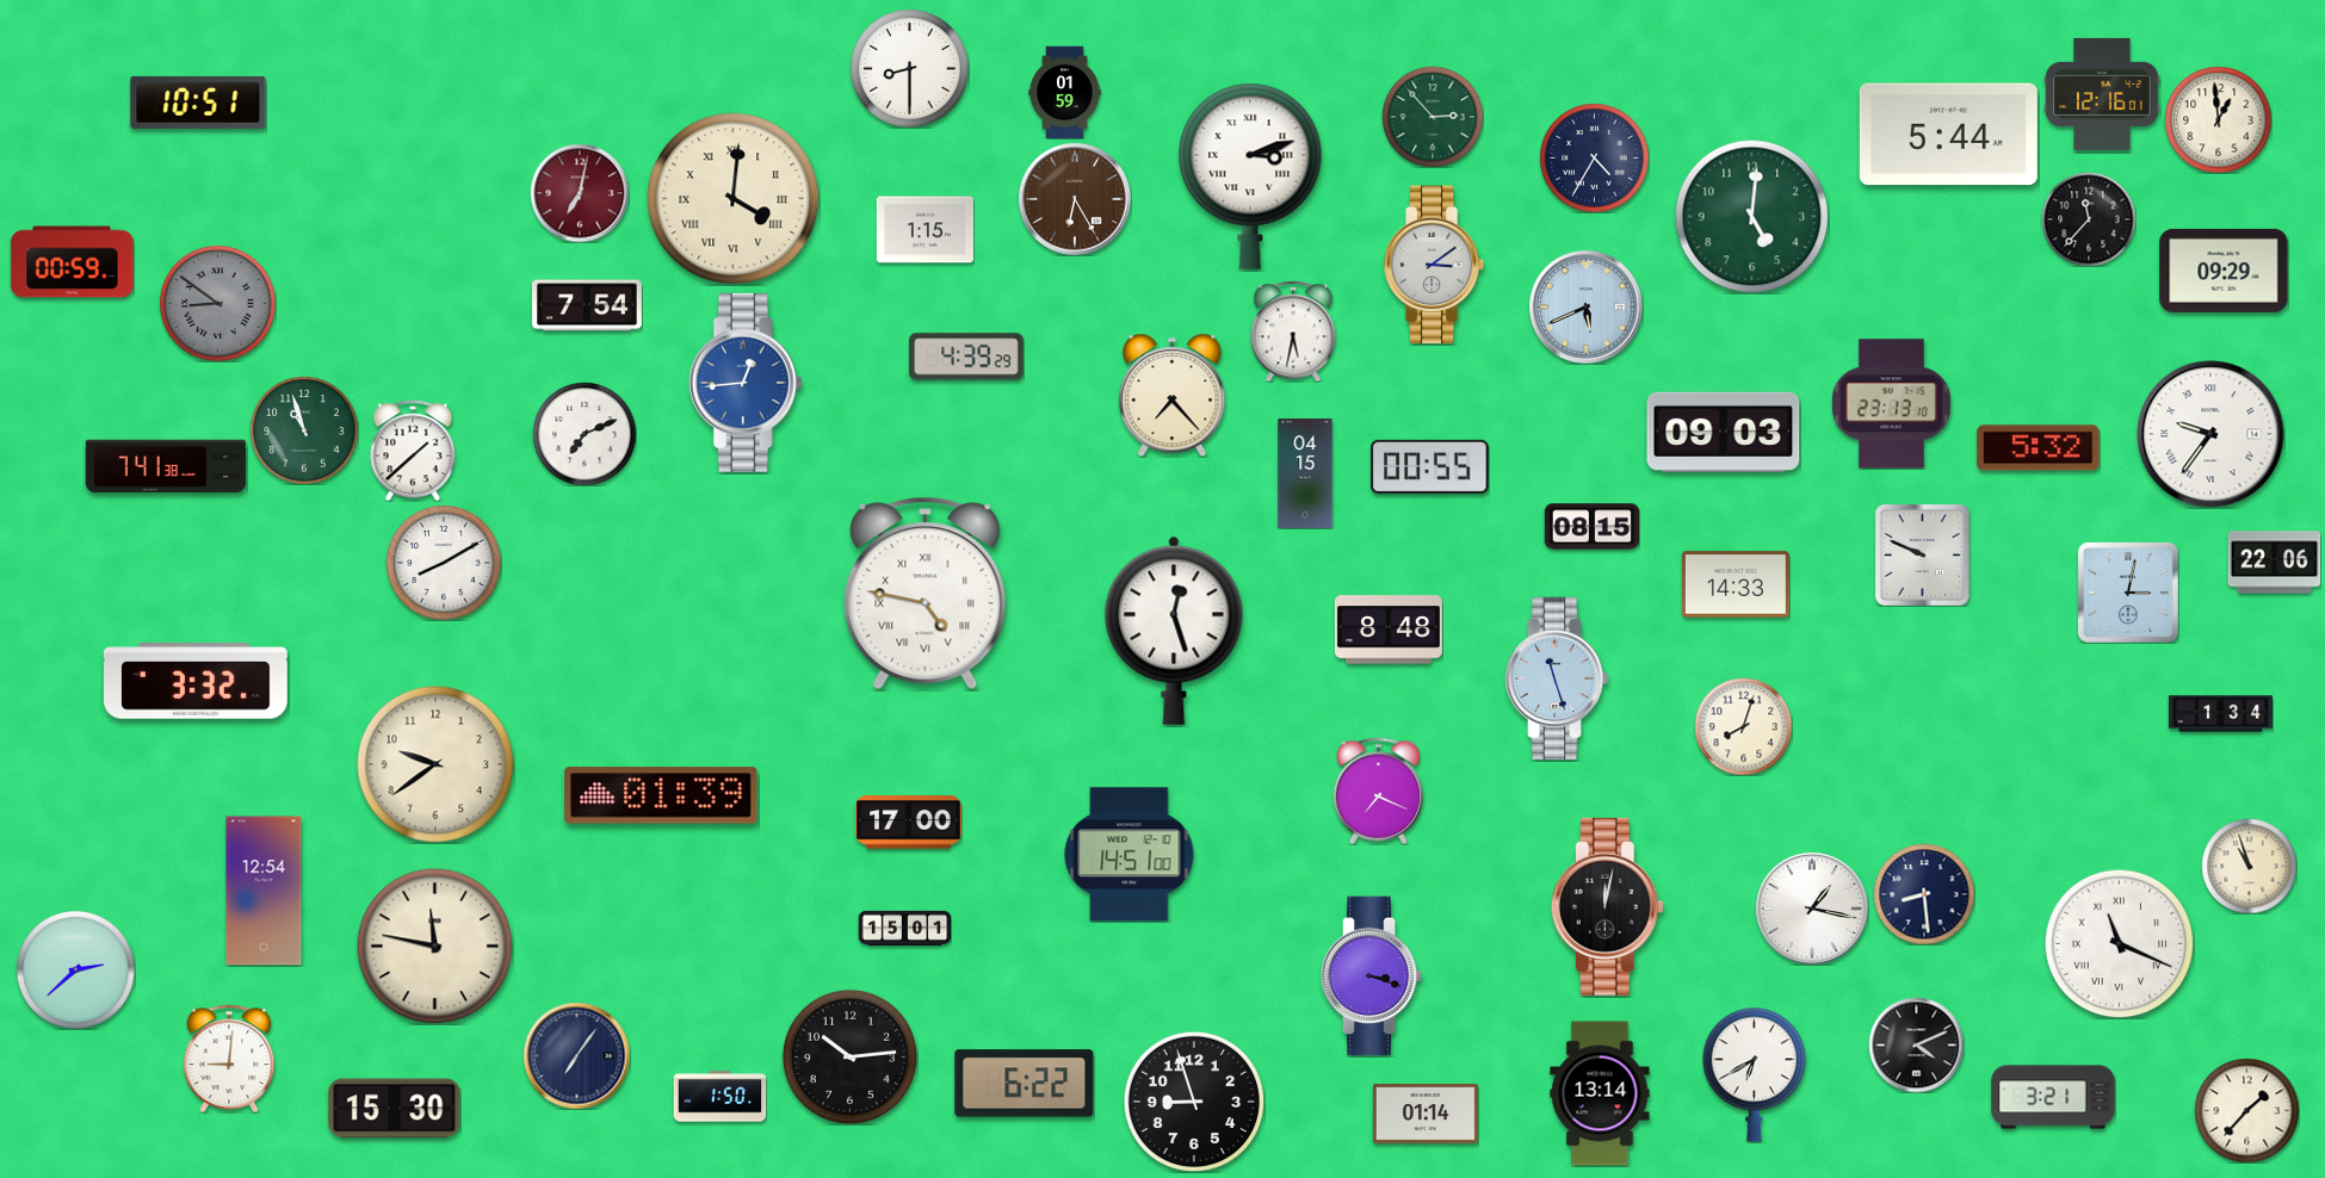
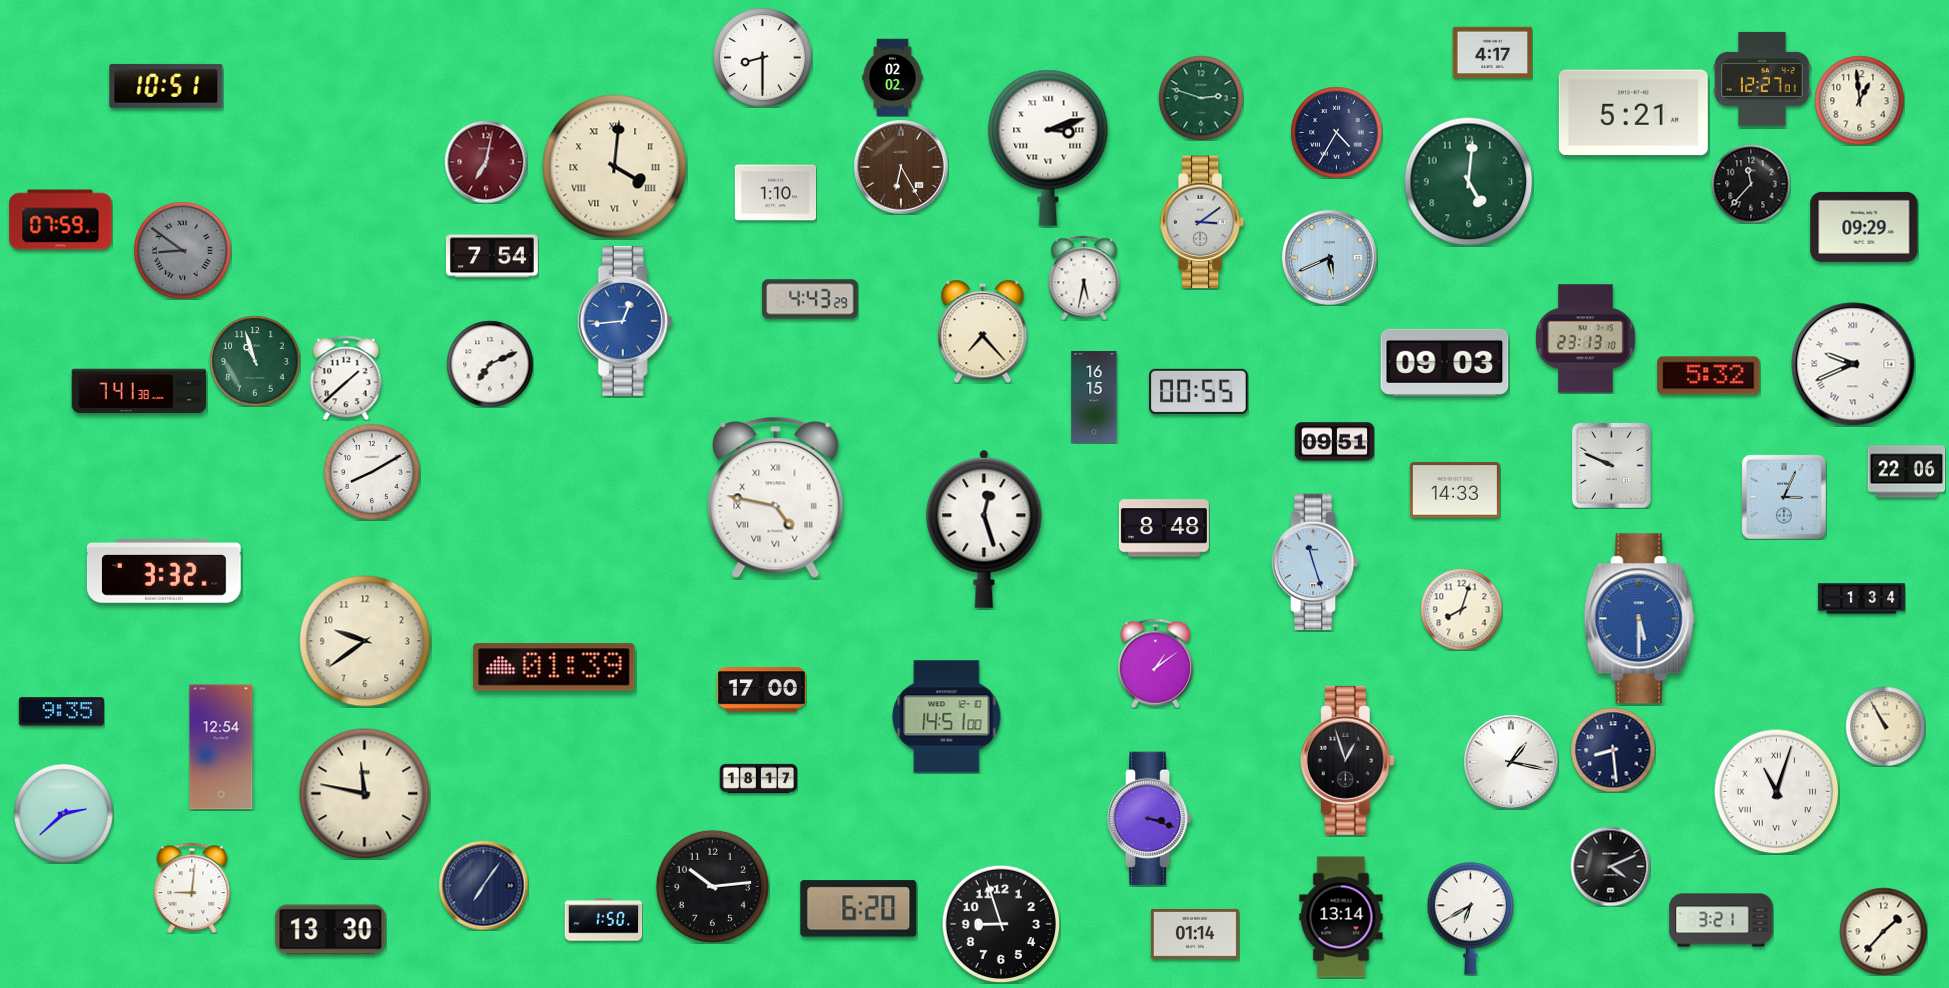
clock at (1492, 53): none -> 4:17
clock at (1065, 92): 01:59 -> 02:02
clock at (2102, 94): 12:16 -> 12:27
clock at (1433, 117): 2:53 -> 2:48
clock at (1948, 135): 5:44 -> 5:21
clock at (925, 230): 1:15 -> 1:10
clock at (73, 262): 00:59 -> 07:59
clock at (218, 304) position: (218, 304) -> (183, 251)
clock at (966, 356): 4:39 -> 4:43
clock at (2210, 434): 9:36 -> 9:41
clock at (1305, 475): 04:15 -> 16:15
clock at (1591, 527): 08:15 -> 09:51
clock at (2128, 593): 3:02 -> 3:04
clock at (1557, 678) position: (1557, 678) -> (1315, 562)
clock at (1639, 619): none -> 5:30
clock at (1378, 790): 7:19 -> 1:09
clock at (61, 712): none -> 9:35
clock at (2249, 866): 10:57 -> 10:55
clock at (1607, 906): 12:02 -> 12:57
clock at (1812, 909) position: (1812, 909) -> (1511, 762)
clock at (904, 928): 15:01 -> 18:17
clock at (2119, 943): 11:19 -> 11:03
clock at (1916, 1044) position: (1916, 1044) -> (1610, 866)
clock at (1754, 1074) position: (1754, 1074) -> (1470, 918)
clock at (1025, 1084): 6:22 -> 6:20
clock at (395, 1109): 15:30 -> 13:30
